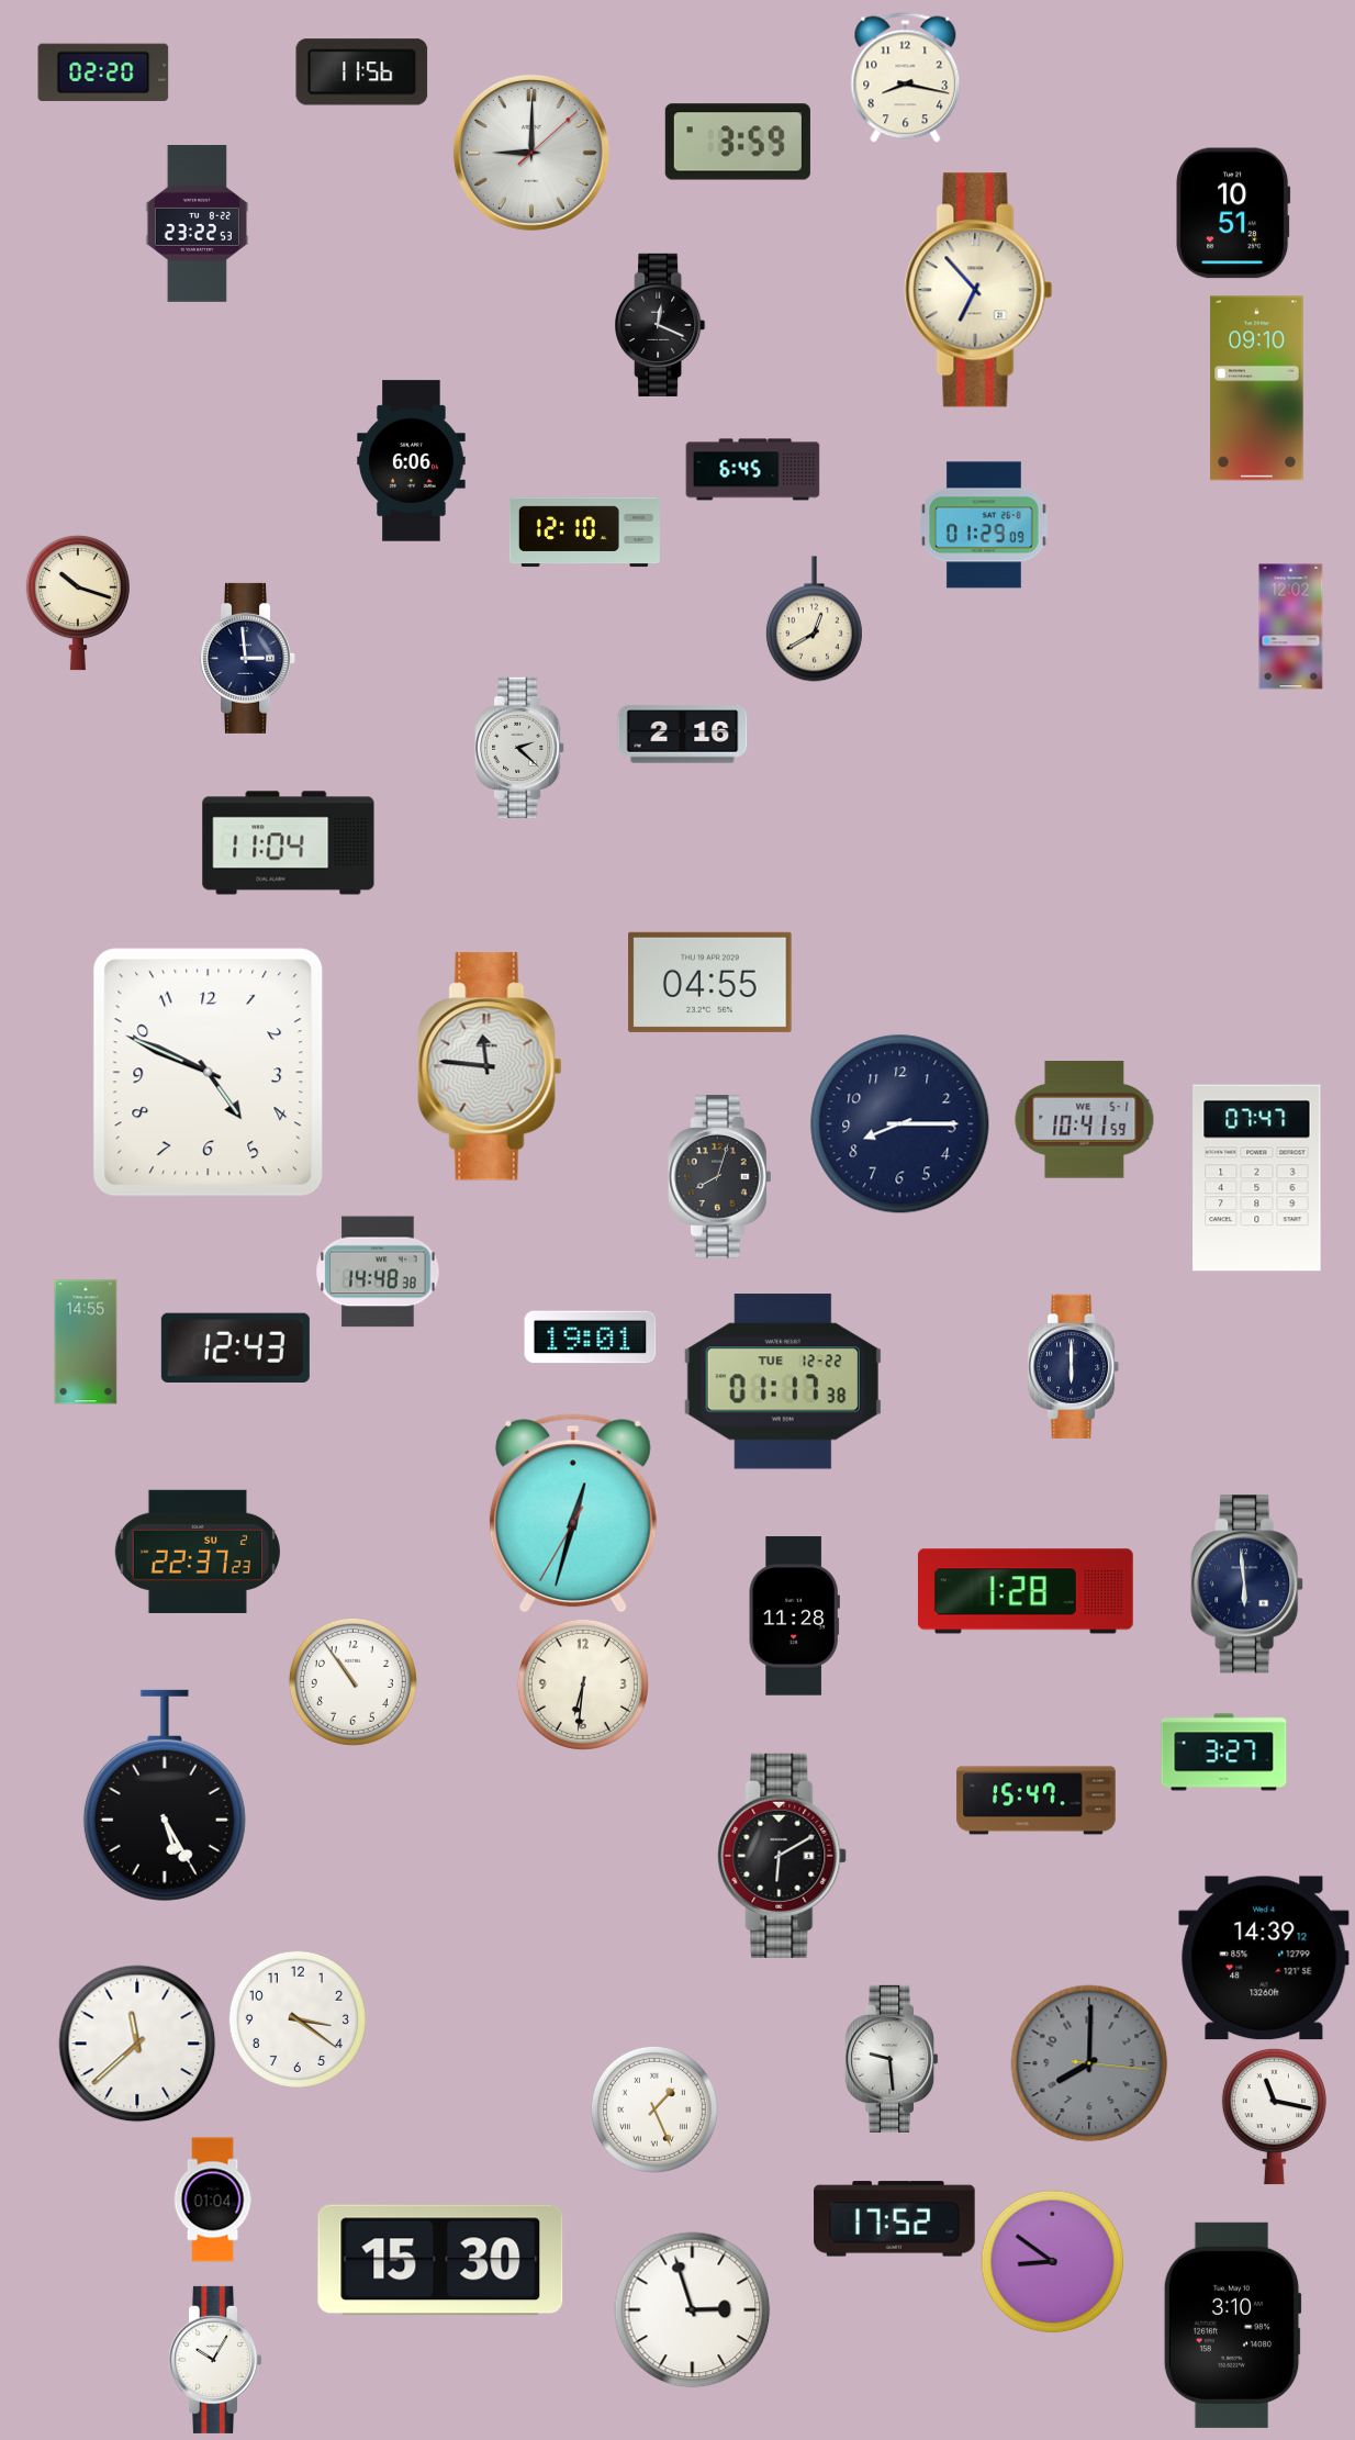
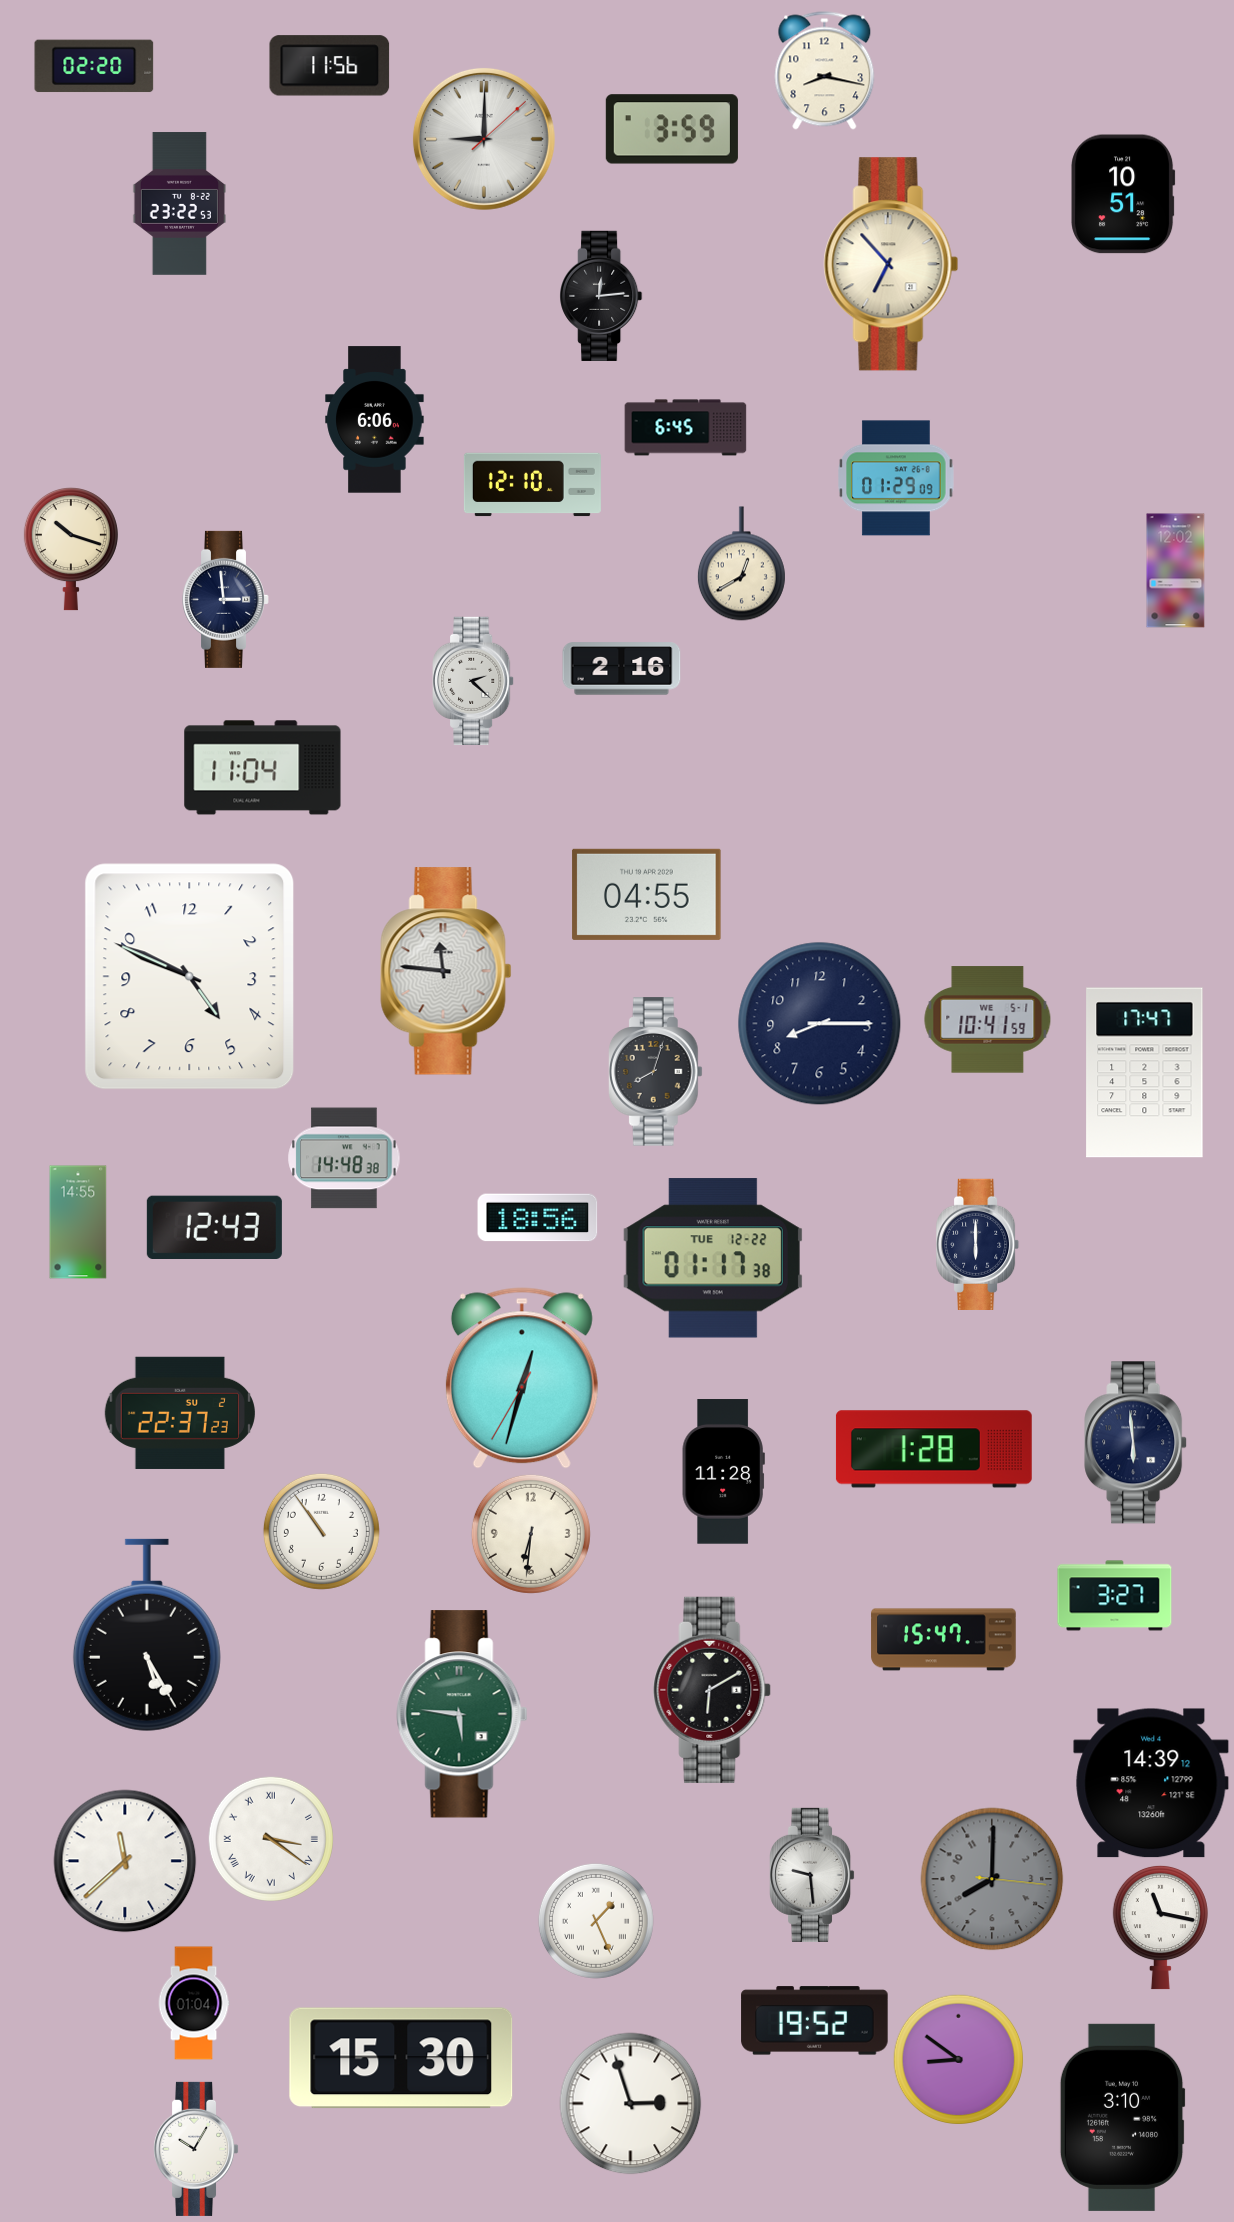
clock at (660, 325): 12:19 -> 12:14
clock at (1257, 389): 09:10 -> none
clock at (1257, 1178): 07:47 -> 17:47
clock at (591, 1337): 19:01 -> 18:56
clock at (165, 1795) position: (165, 1795) -> (147, 1635)
clock at (462, 1714): none -> 5:46
clock at (298, 2019) numerals: Arabic -> Roman
clock at (895, 2219): 17:52 -> 19:52
